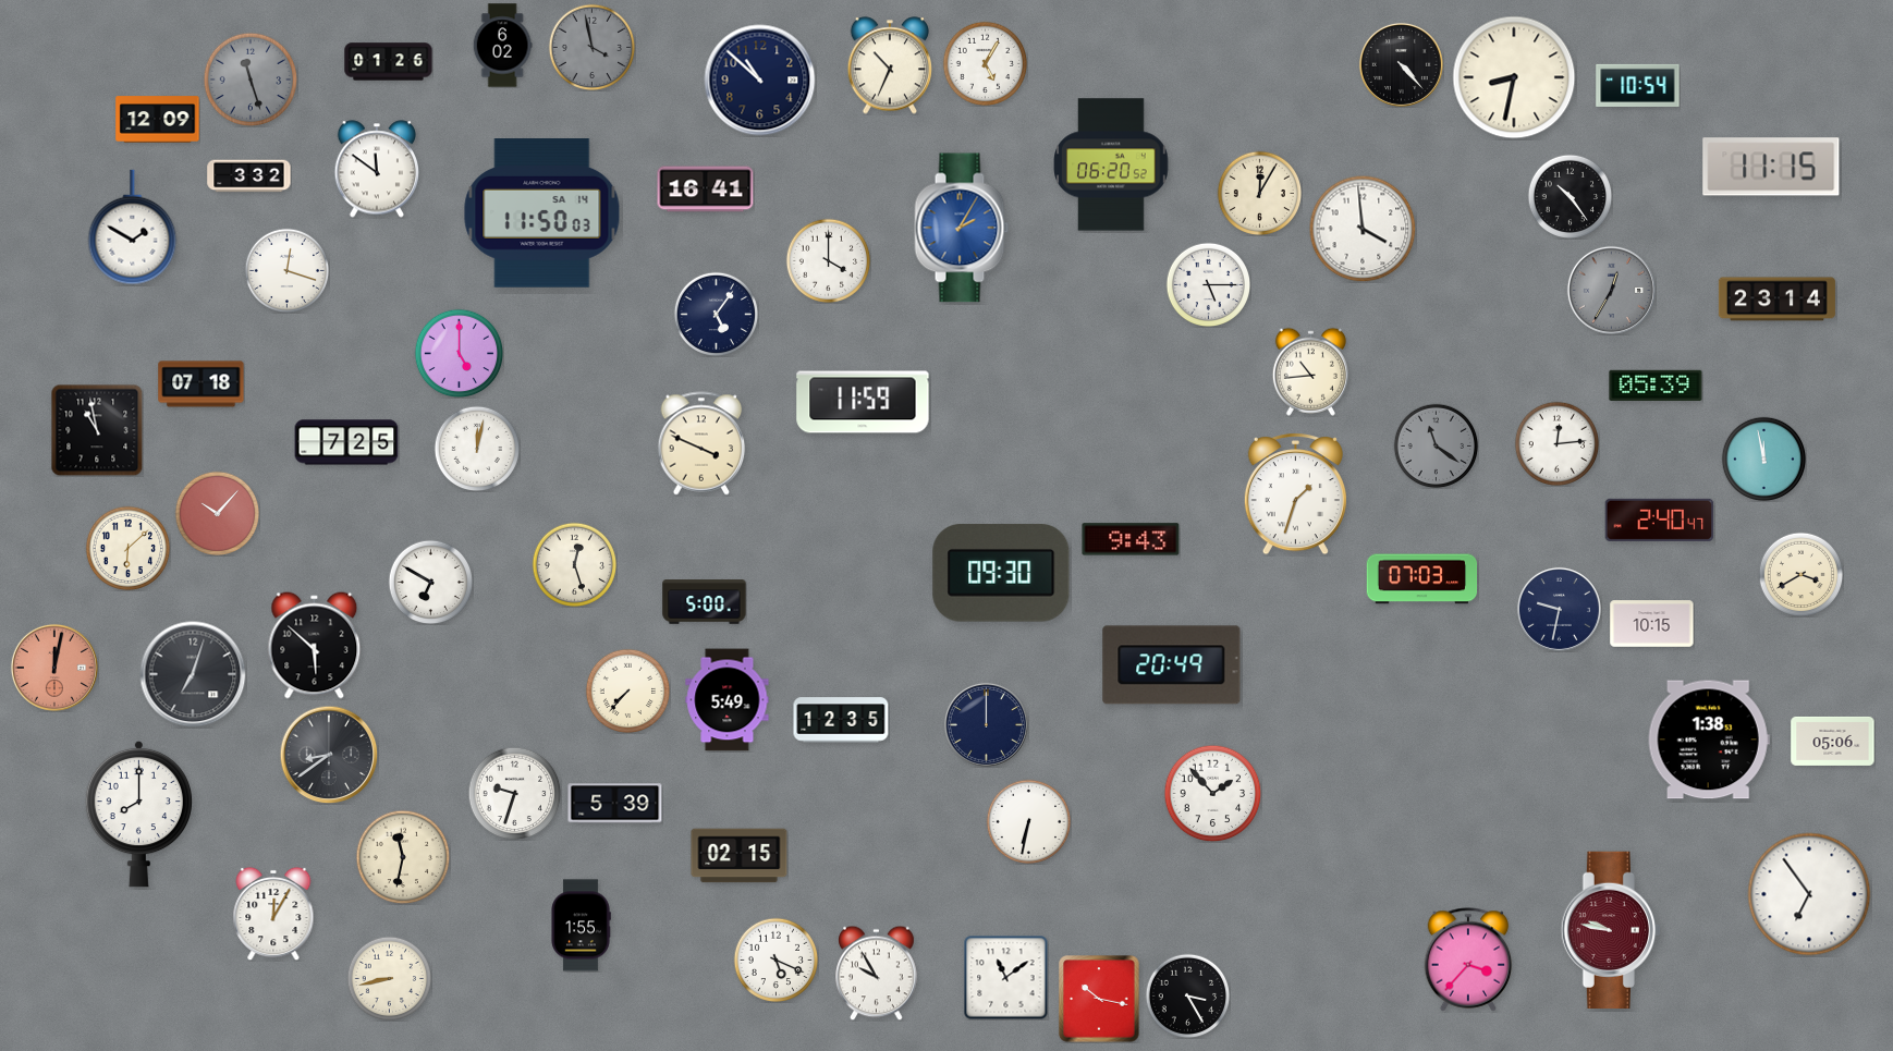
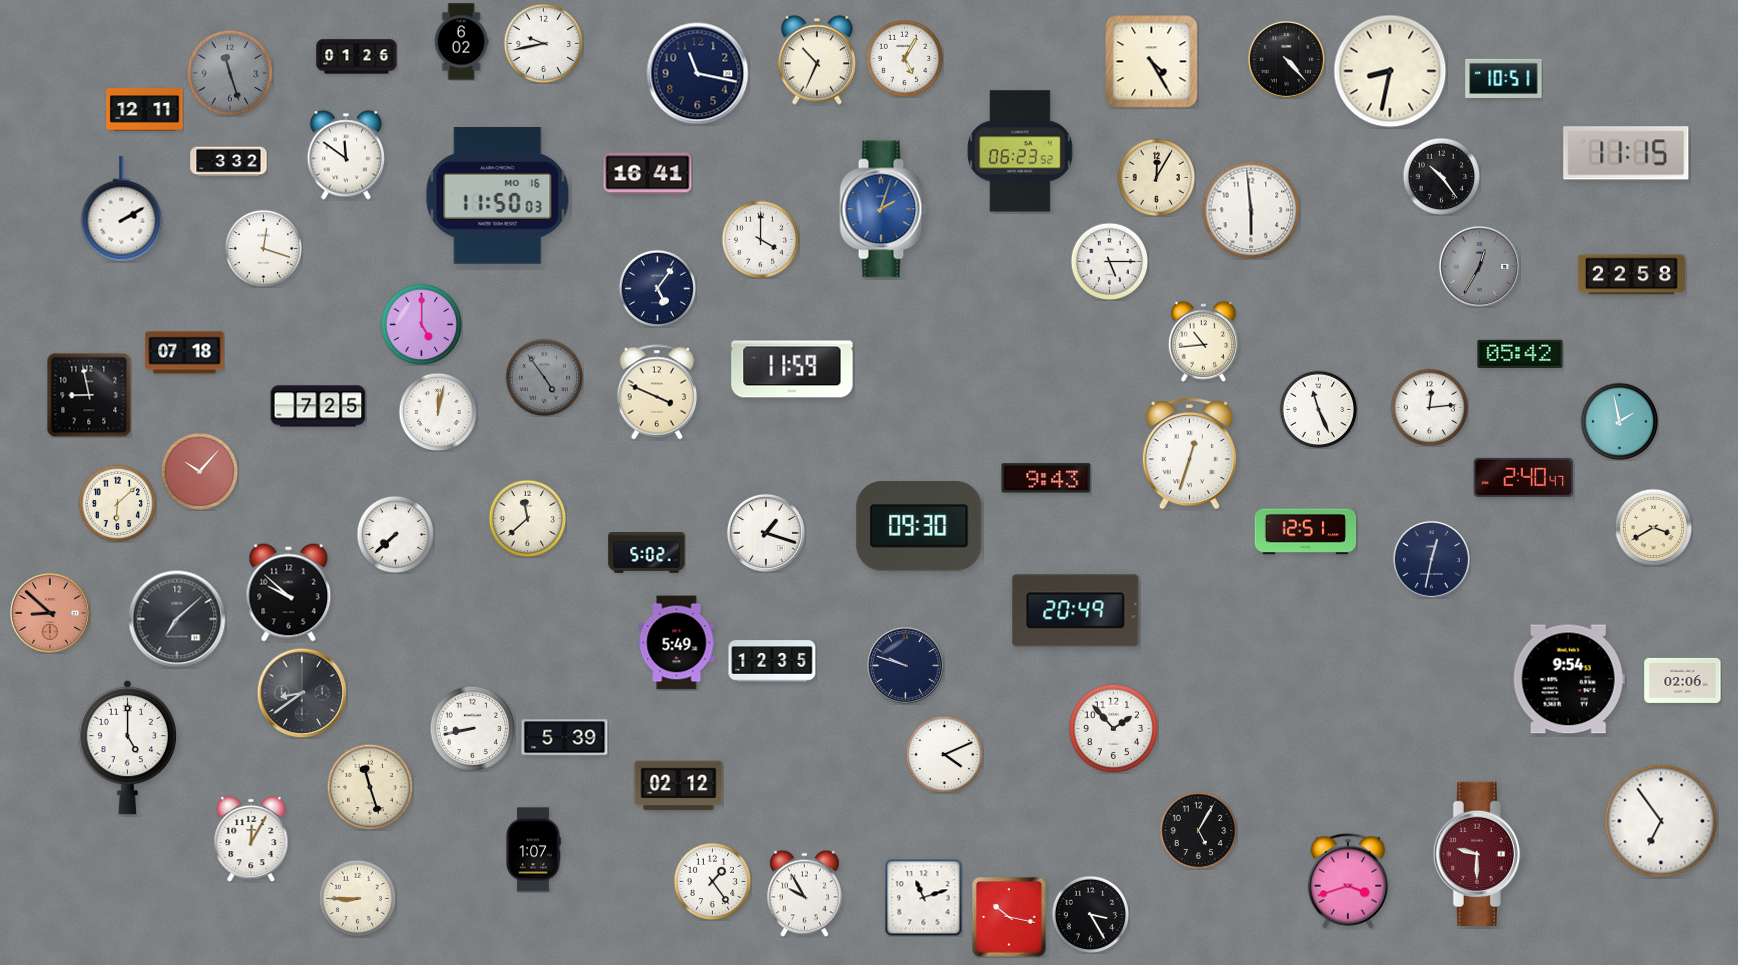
clock at (591, 47): 3:58 -> 9:43
clock at (591, 47) dial: grey -> white
clock at (1152, 62): none -> 4:25
clock at (760, 81): 10:52 -> 11:17
clock at (1638, 85): 10:54 -> 10:51
clock at (158, 120): 12:09 -> 12:11
clock at (1111, 164): 06:20 -> 06:23
clock at (1570, 196) position: (1570, 196) -> (1441, 176)
clock at (542, 213) date: SA 14 -> MO 16
clock at (133, 228): 1:50 -> 2:10
clock at (962, 228): 2:05 -> 2:03
clock at (1363, 229): 3:59 -> 5:59
clock at (1776, 300): 23:14 -> 22:58
clock at (1656, 386): 05:39 -> 05:42
clock at (544, 377): none -> 4:54
clock at (97, 430): 10:58 -> 8:58
clock at (701, 443) position: (701, 443) -> (657, 392)
clock at (1436, 445): 11:21 -> 11:26
clock at (1436, 445) dial: grey -> white
clock at (1763, 459): 11:58 -> 1:58
clock at (1295, 494): 1:33 -> 12:33
clock at (1131, 539) position: (1131, 539) -> (1046, 478)
clock at (574, 564): 12:27 -> 11:38
clock at (1422, 579): 07:03 -> 12:51
clock at (766, 533): none -> 1:18
clock at (430, 582): 6:50 -> 7:38
clock at (705, 602): 5:00 -> 5:02
clock at (1559, 609): 9:32 -> 12:32
clock at (1652, 624): 10:15 -> none
clock at (315, 646): 5:52 -> 9:52
clock at (54, 668): 12:02 -> 8:52
clock at (193, 674): 7:03 -> 7:08
clock at (627, 691): 7:37 -> none
clock at (728, 700) position: (728, 700) -> (677, 643)
clock at (986, 724): 12:00 -> 9:48
clock at (1709, 740): 1:38 -> 9:54
clock at (1833, 741): 05:06 -> 02:06
clock at (514, 793): 9:33 -> 8:43
clock at (138, 814): 8:00 -> 5:00
clock at (1028, 821): 6:32 -> 4:11
clock at (740, 856): 02:15 -> 02:12
clock at (403, 857): 11:32 -> 11:27
clock at (1198, 830): none -> 5:05
clock at (581, 926): 1:55 -> 1:07
clock at (1610, 929): 9:47 -> 9:30
clock at (775, 960): 5:19 -> 1:24
clock at (1468, 960): 3:37 -> 3:42
clock at (1005, 977): 11:09 -> 11:12
clock at (389, 978): 8:43 -> 8:45
